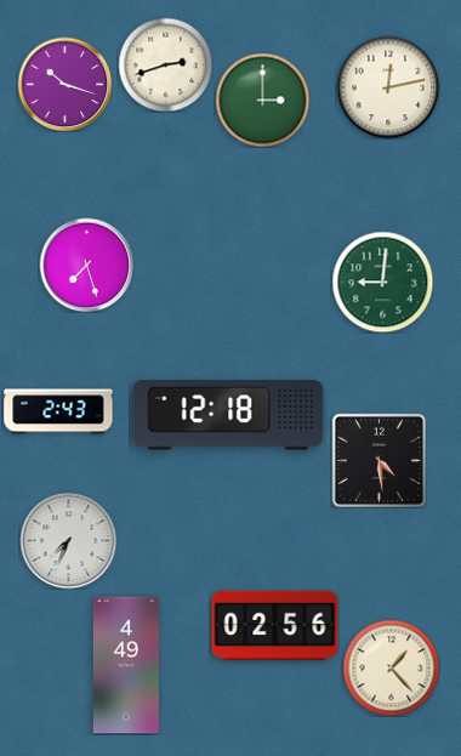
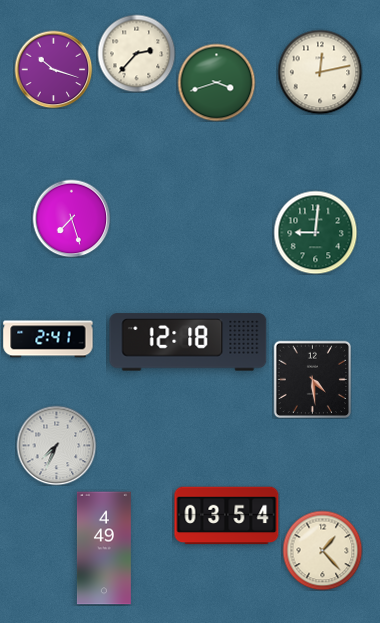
clock at (165, 64): 2:42 -> 2:37
clock at (262, 100): 3:00 -> 3:42
clock at (58, 411): 2:43 -> 2:41
clock at (275, 626): 02:56 -> 03:54
